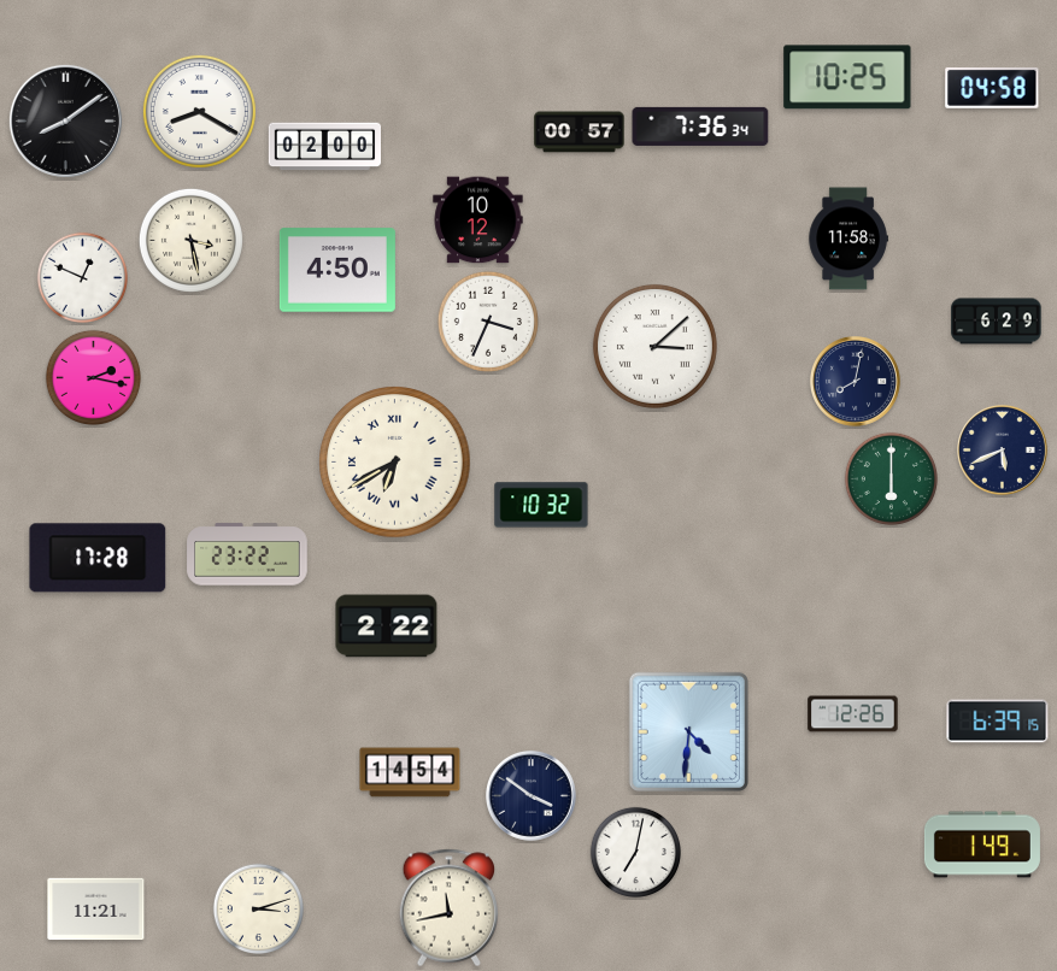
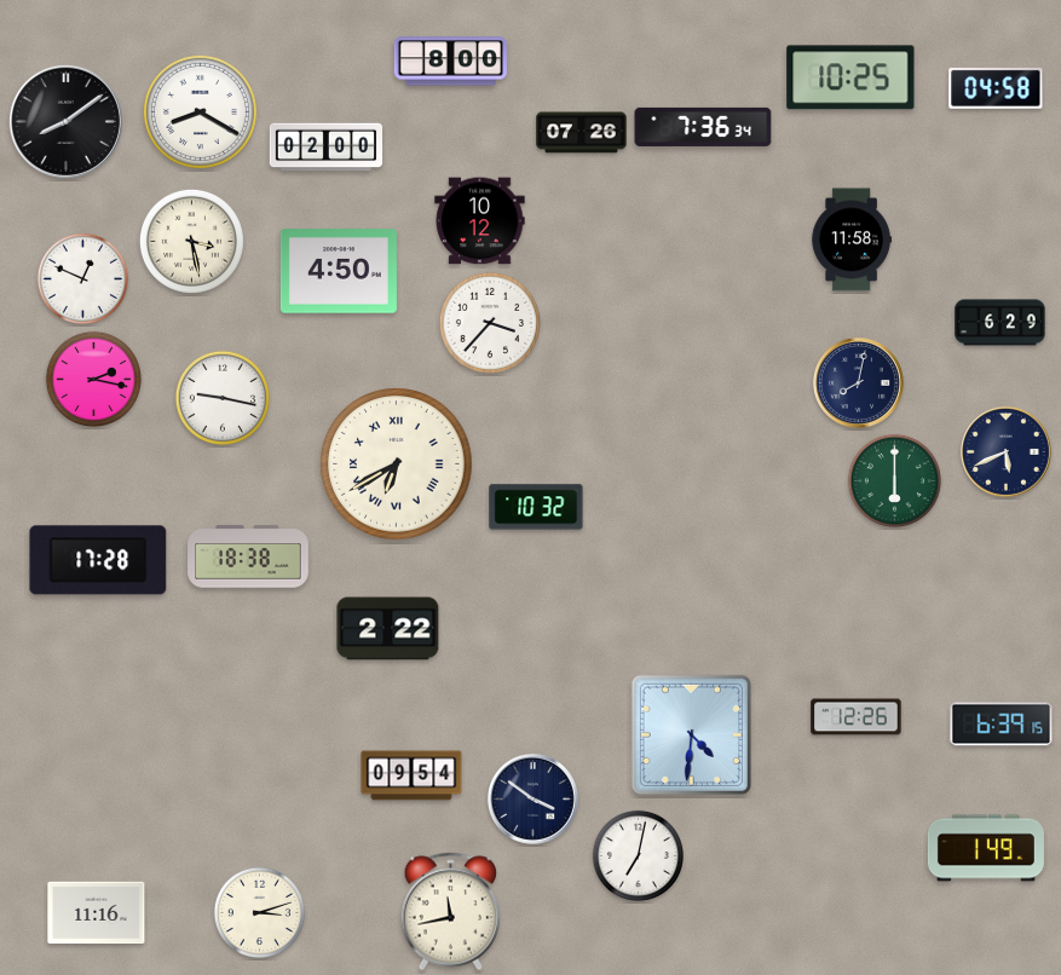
clock at (450, 62): none -> 8:00
clock at (580, 133): 00:57 -> 07:26
clock at (488, 322): 3:34 -> 3:37
clock at (654, 346): 3:08 -> none
clock at (221, 397): none -> 9:17
clock at (541, 505) position: (541, 505) -> (536, 507)
clock at (247, 554): 23:22 -> 18:38
clock at (410, 772): 14:54 -> 09:54
clock at (96, 910): 11:21 -> 11:16
